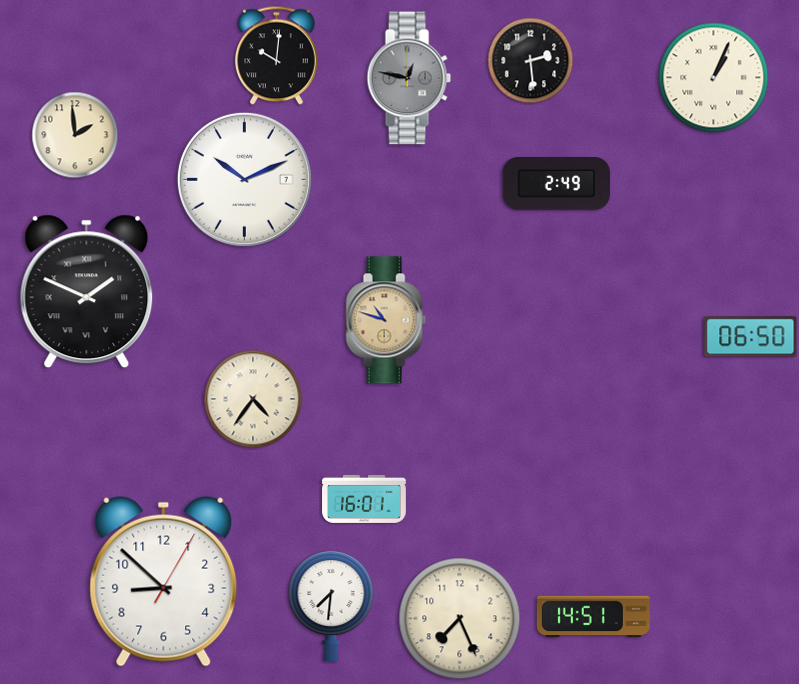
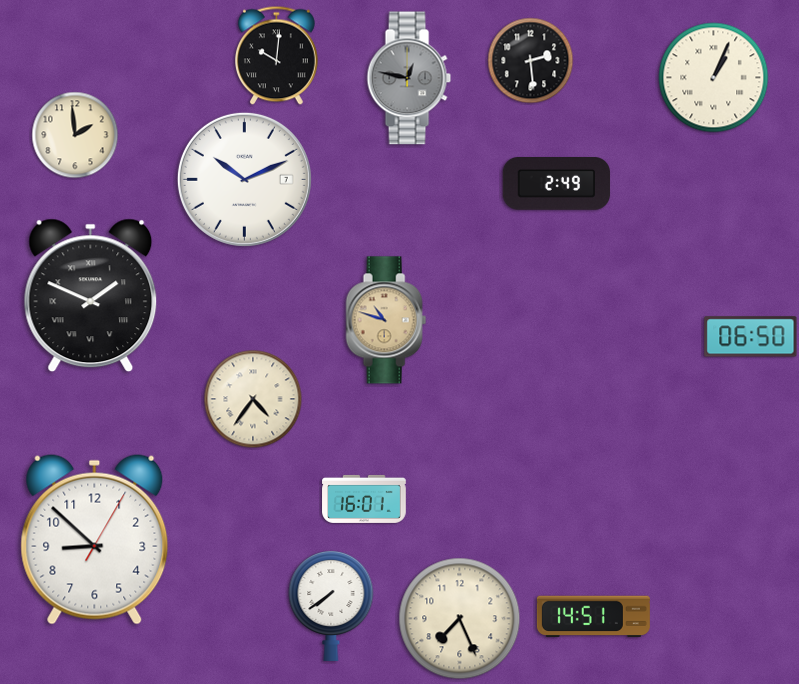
clock at (87, 292) position: (87, 292) -> (91, 296)
clock at (164, 581) position: (164, 581) -> (95, 539)
clock at (331, 605): 7:31 -> 7:39
